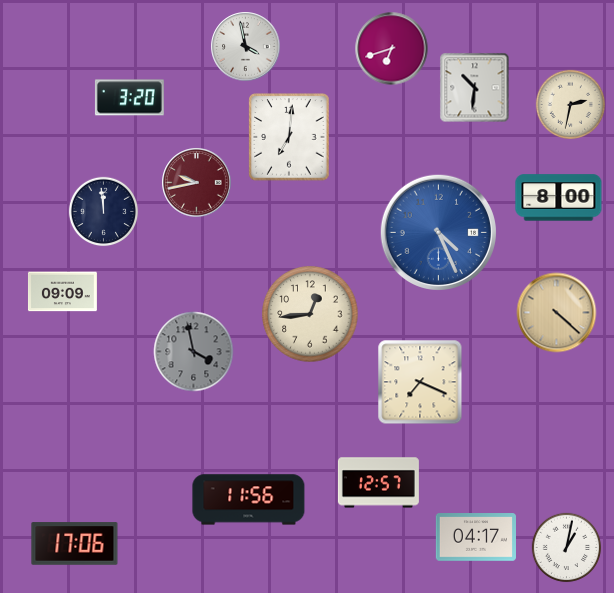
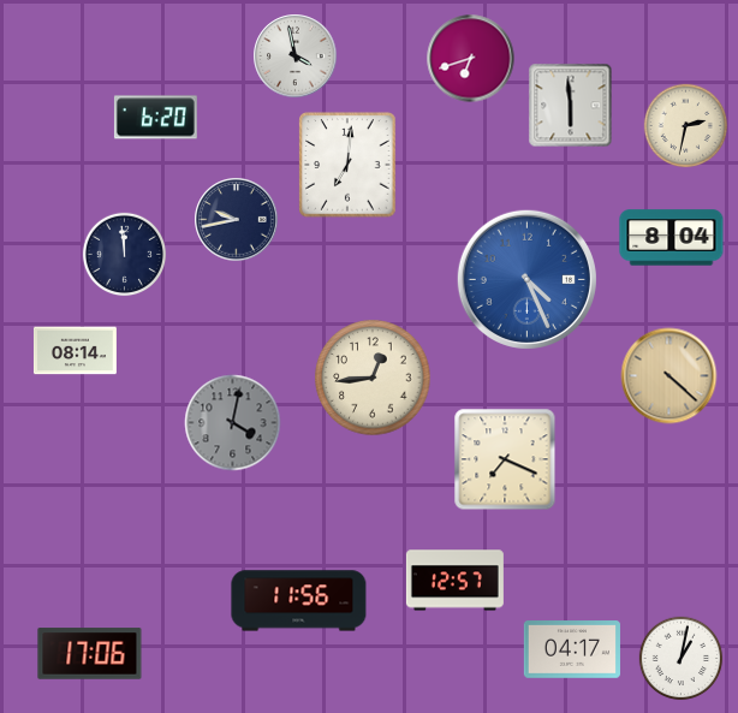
clock at (475, 88): 10:31 -> 5:59
clock at (129, 98): 3:20 -> 6:20
clock at (197, 183) dial: burgundy -> navy
clock at (559, 198): 8:00 -> 8:04
clock at (62, 292): 09:09 -> 08:14
clock at (194, 352): 3:58 -> 4:02
clock at (476, 537) position: (476, 537) -> (572, 649)
